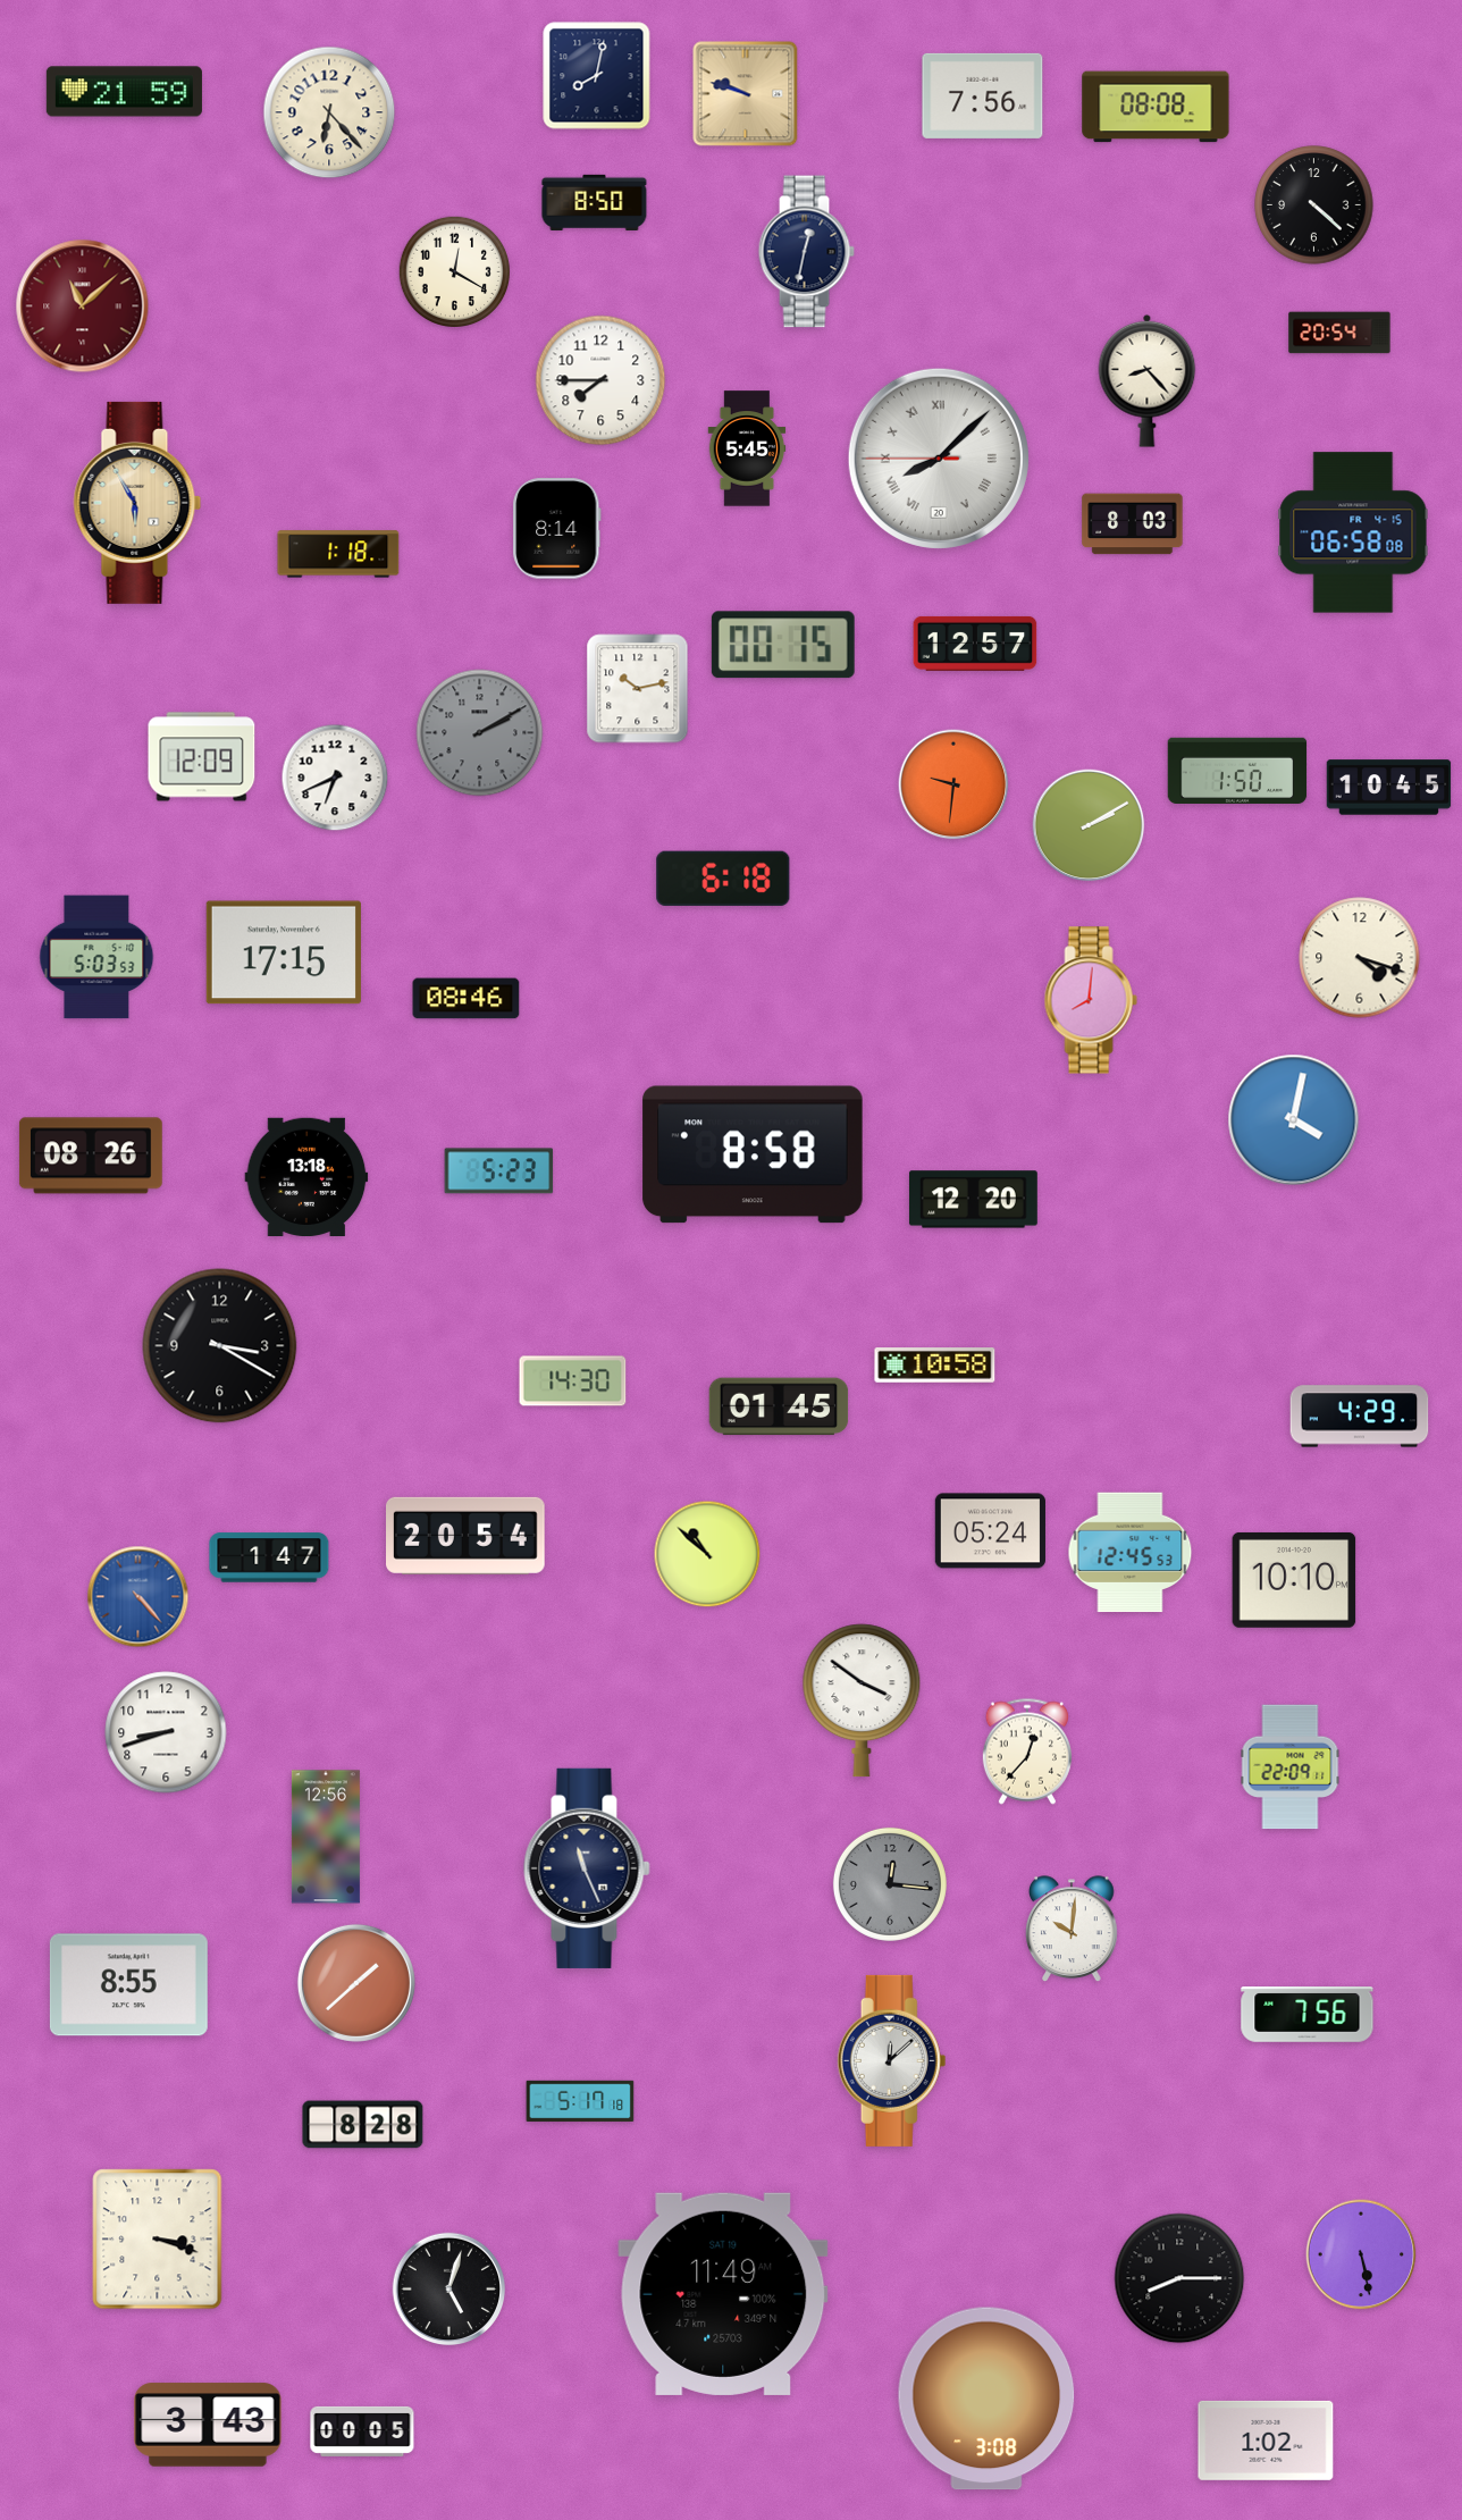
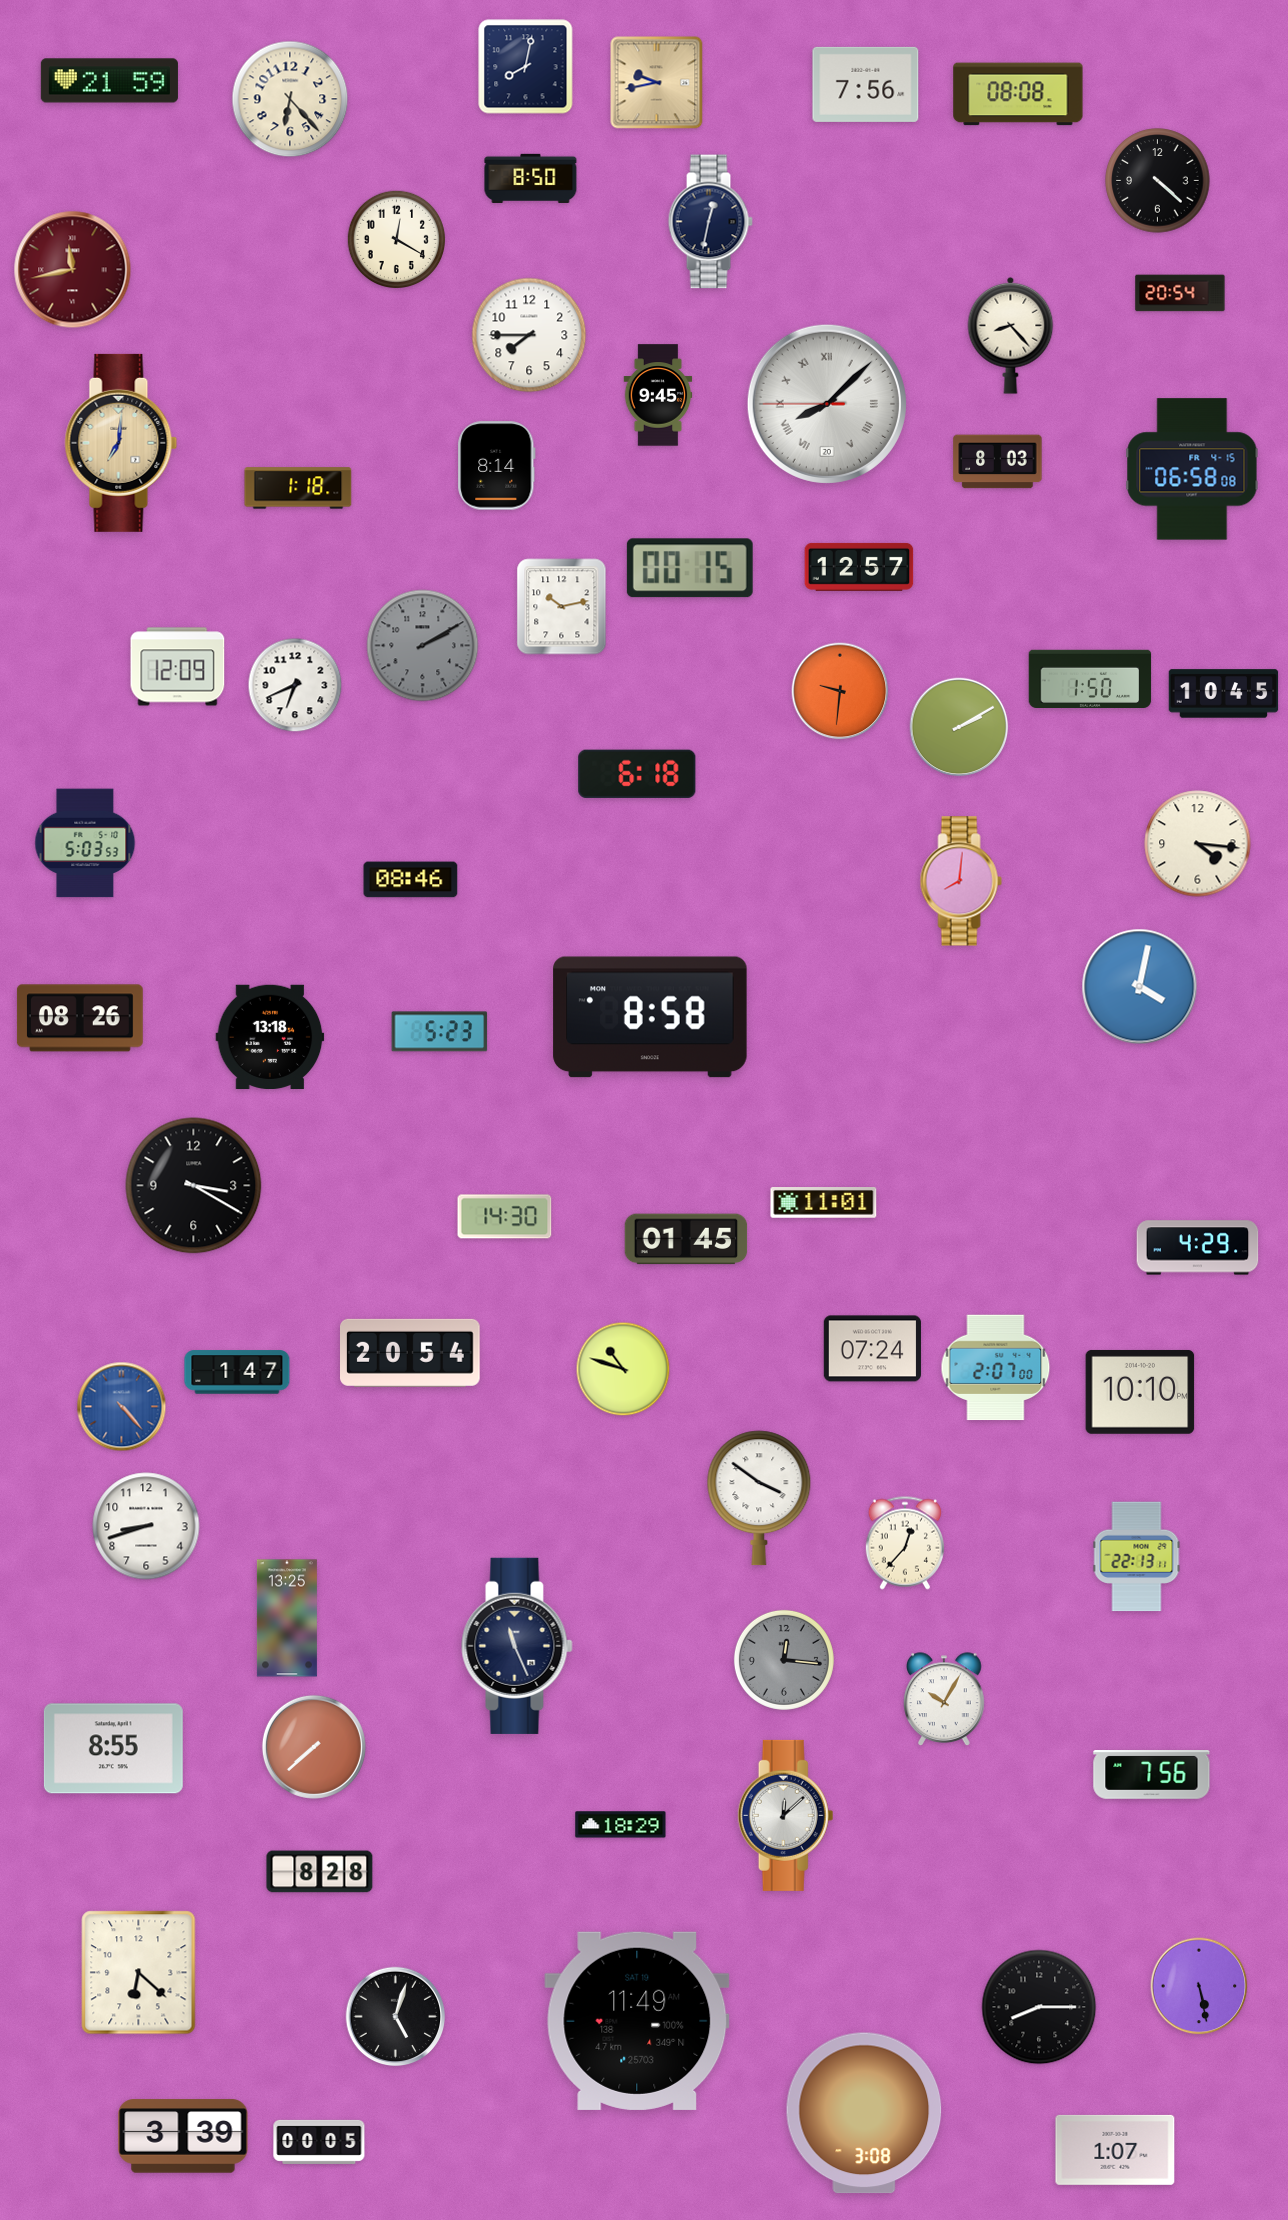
clock at (746, 94): 9:48 -> 9:43
clock at (595, 202) position: (595, 202) -> (531, 178)
clock at (454, 271) position: (454, 271) -> (396, 239)
clock at (83, 306): 11:08 -> 11:43
clock at (747, 448): 5:45 -> 9:45
clock at (137, 503): 5:55 -> 7:01
clock at (557, 529) position: (557, 529) -> (497, 466)
clock at (284, 952): 17:15 -> none
clock at (1360, 958): 4:18 -> 4:16
clock at (753, 1154) position: (753, 1154) -> (650, 1017)
clock at (973, 1200): 12:20 -> none
clock at (935, 1366): 10:58 -> 11:01
clock at (990, 1531): 05:24 -> 07:24
clock at (1131, 1553): 12:45 -> 2:07
clock at (707, 1554): 10:52 -> 10:48
clock at (1291, 1767): 22:09 -> 22:13
clock at (326, 1837): 12:56 -> 13:25
clock at (1072, 1930): 10:01 -> 10:05
clock at (356, 1983): 1:38 -> 7:38
clock at (621, 1825): none -> 18:29
clock at (580, 2101): 5:17 -> none
clock at (158, 2240): 3:18 -> 6:22
clock at (986, 2399) position: (986, 2399) -> (864, 2113)
clock at (208, 2425): 3:43 -> 3:39
clock at (1266, 2441): 1:02 -> 1:07
